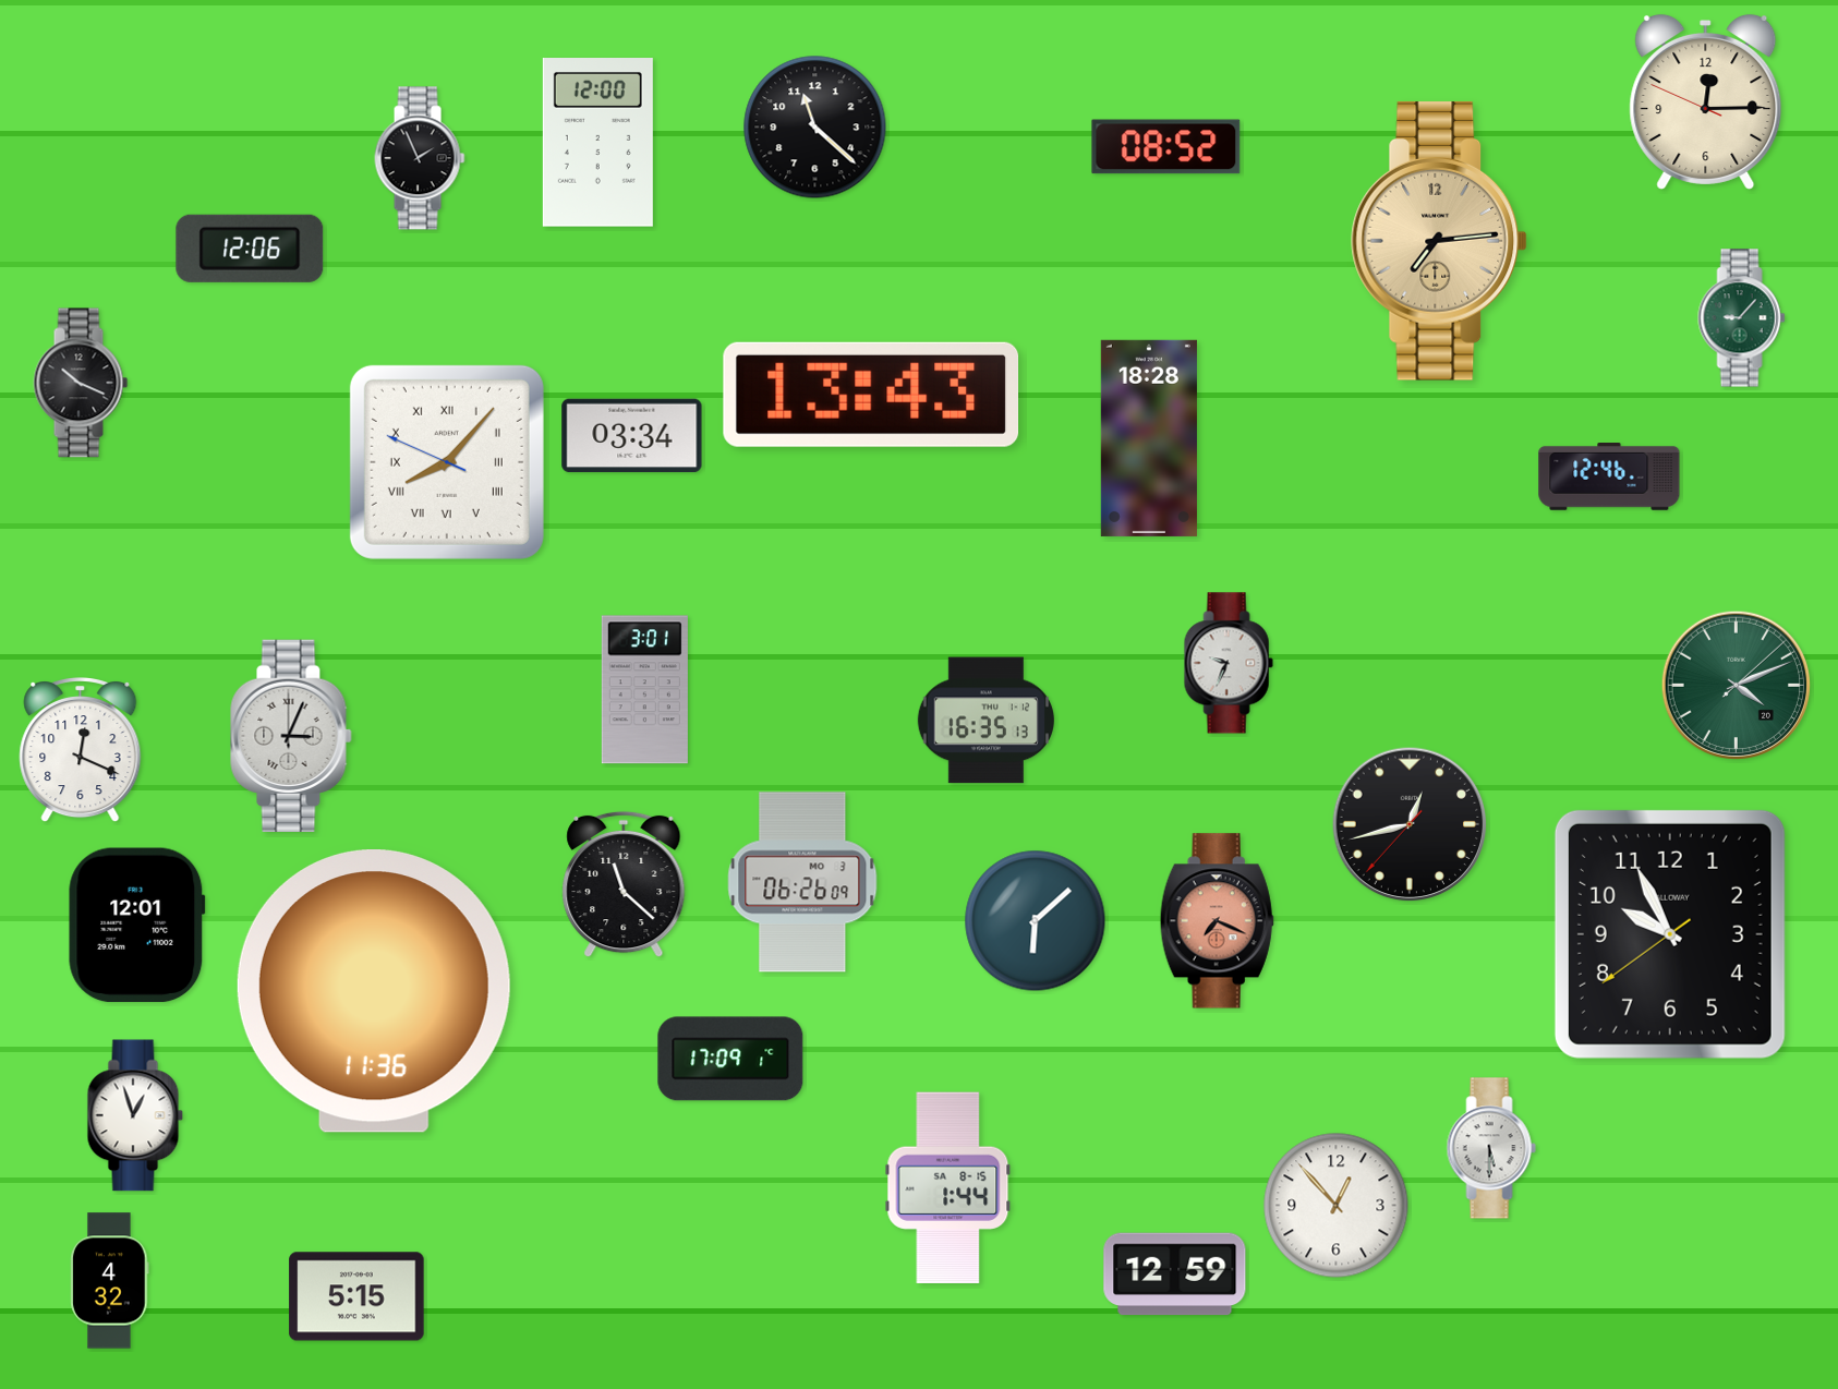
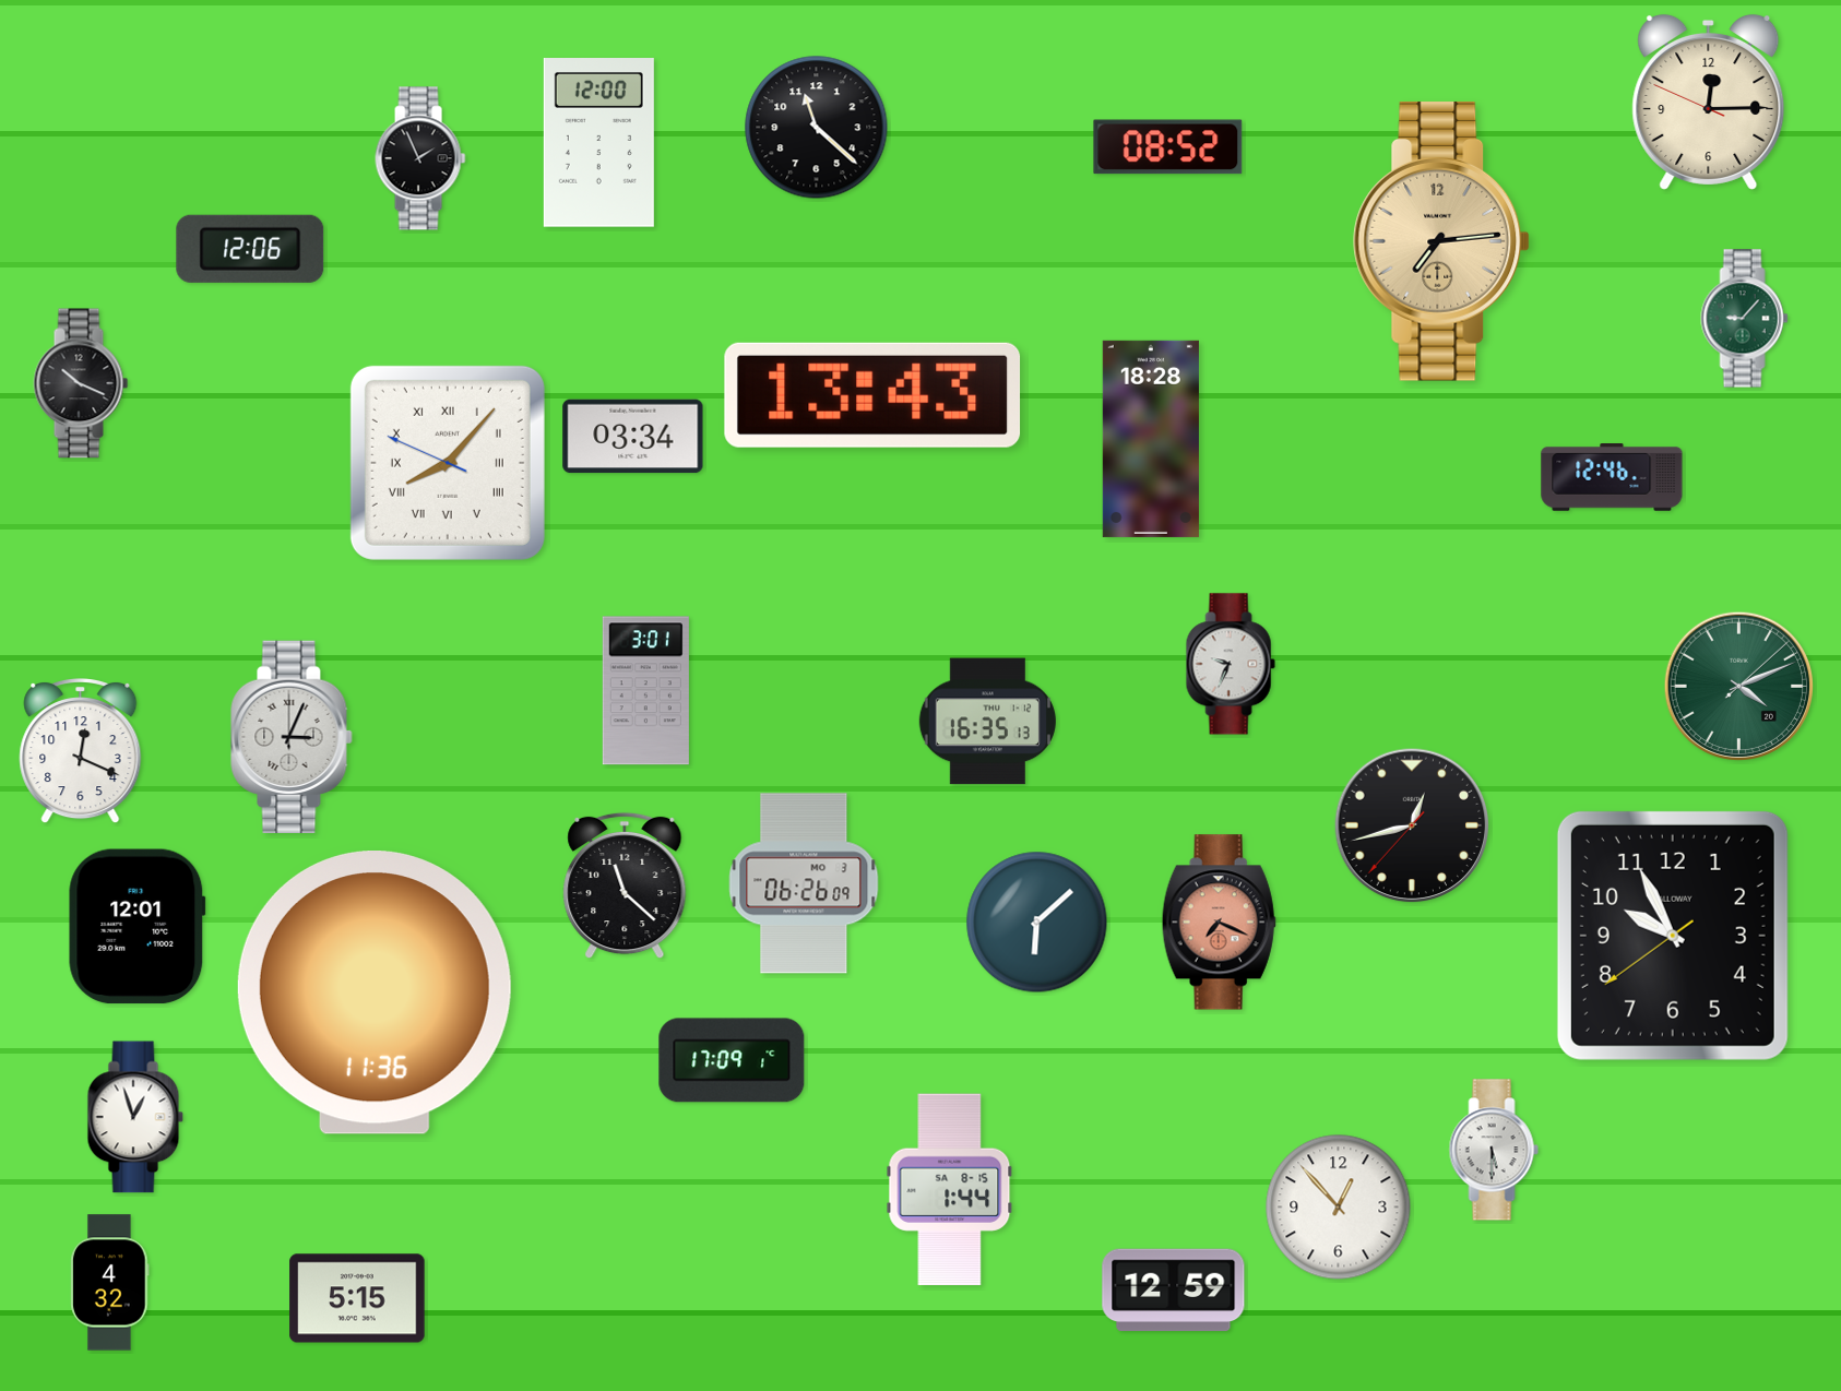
clock at (1175, 1275) position: (1175, 1275) -> (1174, 1291)
